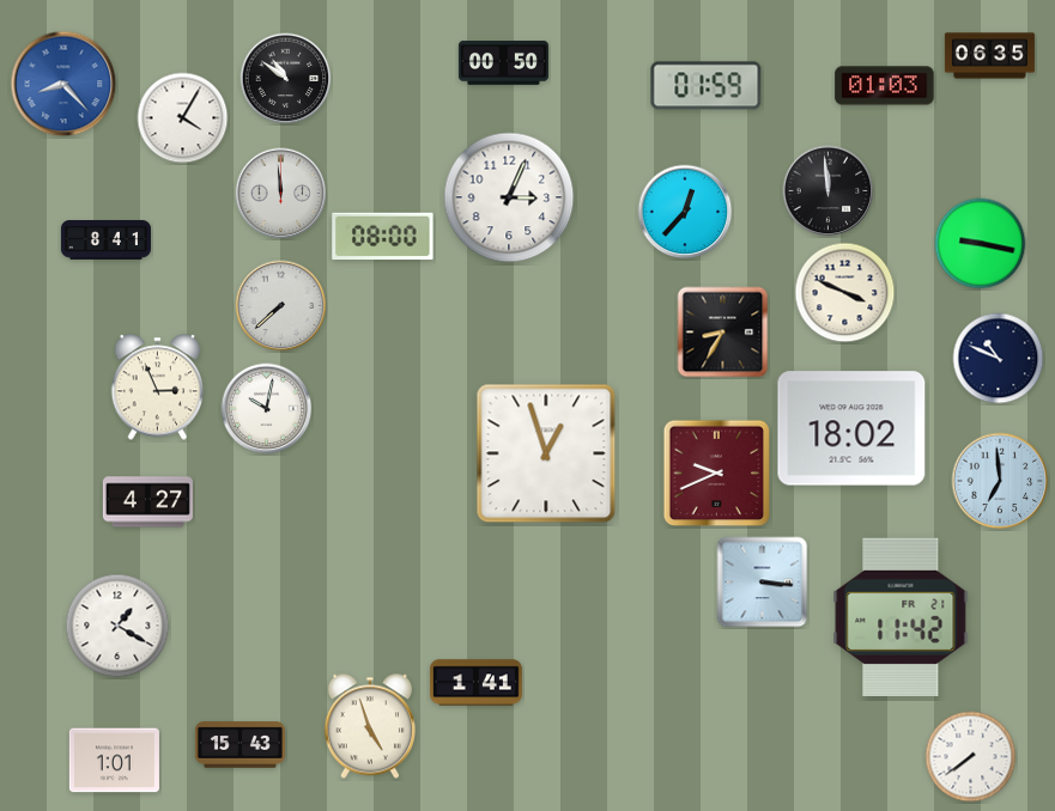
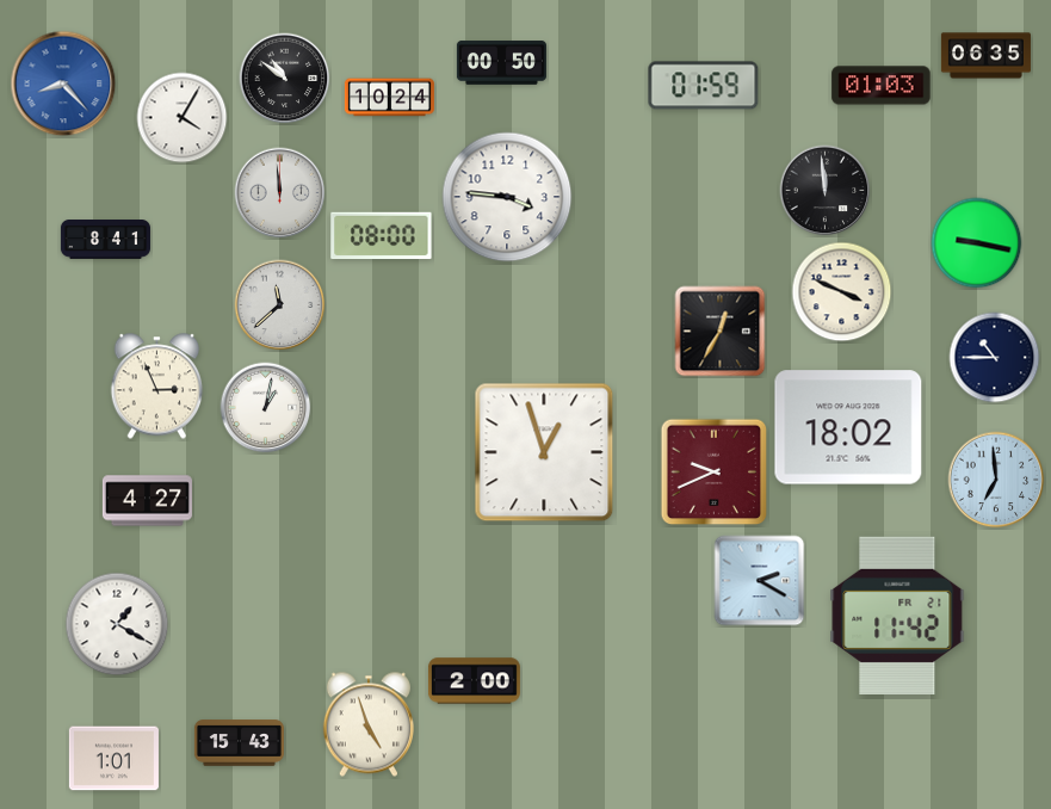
clock at (389, 98): none -> 10:24
clock at (509, 197): 3:04 -> 3:46
clock at (685, 212): 12:37 -> none
clock at (281, 306): 7:38 -> 11:38
clock at (723, 333): 8:35 -> 12:35
clock at (999, 359): 10:49 -> 10:45
clock at (267, 409): 10:02 -> 1:02
clock at (763, 583): 3:16 -> 2:20
clock at (475, 683): 1:41 -> 2:00
clock at (971, 757): 7:39 -> none
